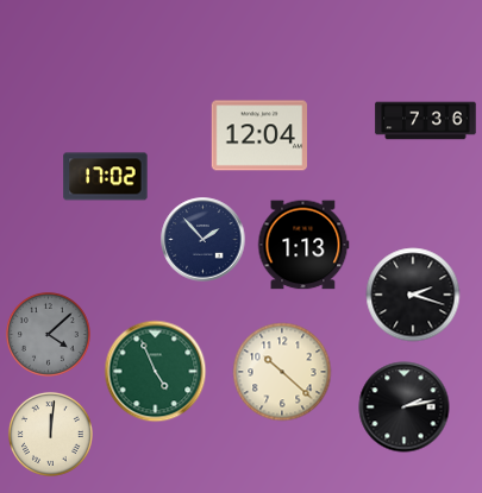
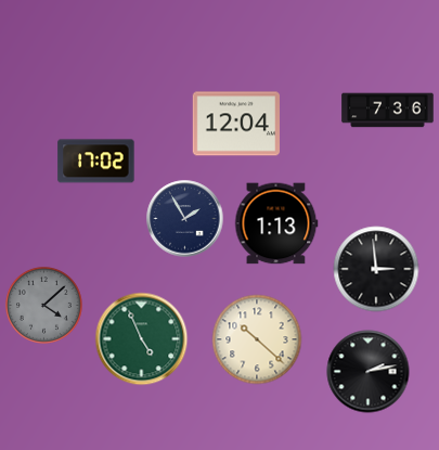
clock at (204, 240): 1:53 -> 1:55
clock at (413, 295): 2:18 -> 2:59
clock at (50, 434): 12:01 -> none
